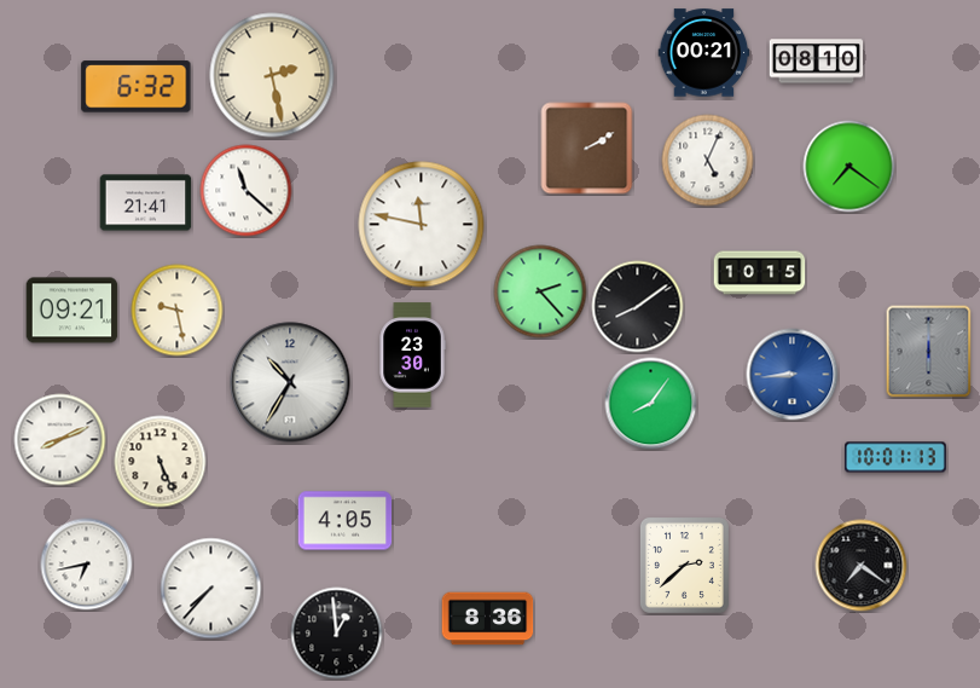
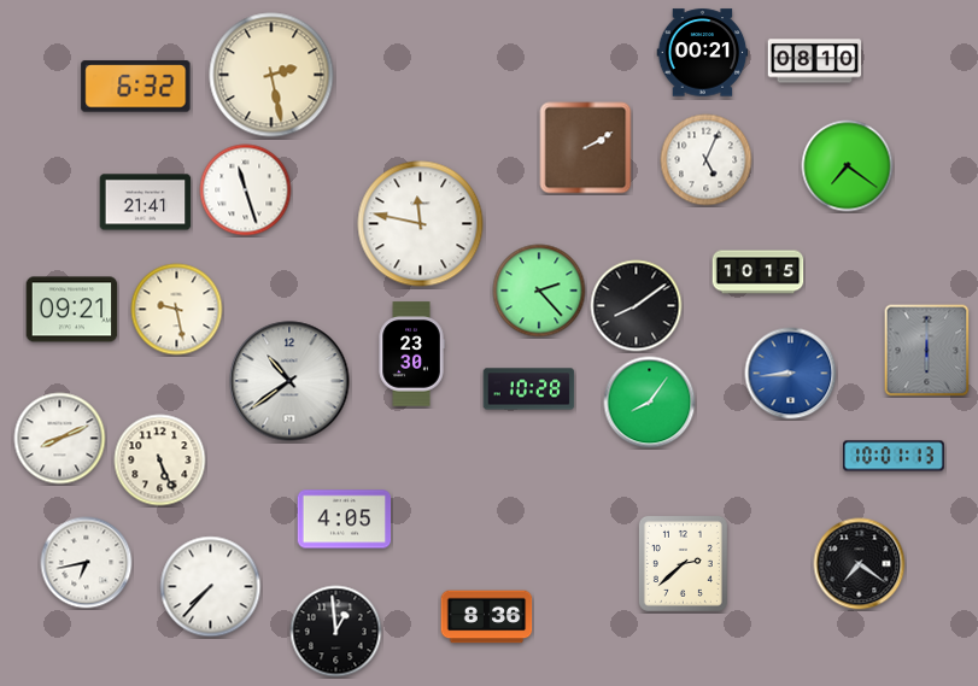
clock at (247, 191): 11:22 -> 11:27
clock at (290, 382): 10:35 -> 10:39
clock at (529, 389): none -> 10:28
